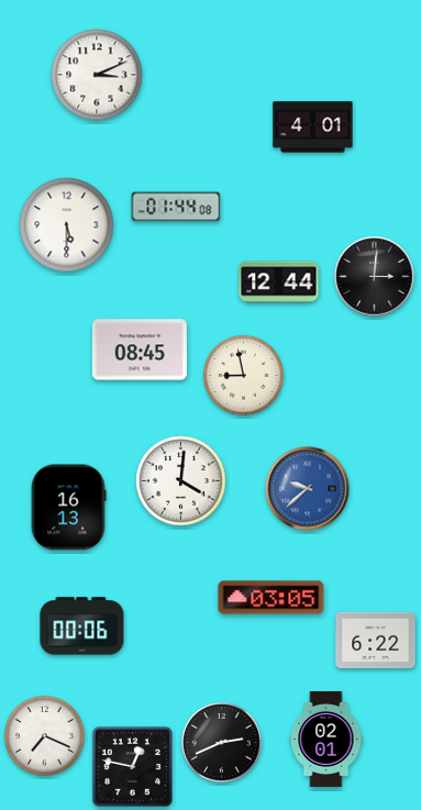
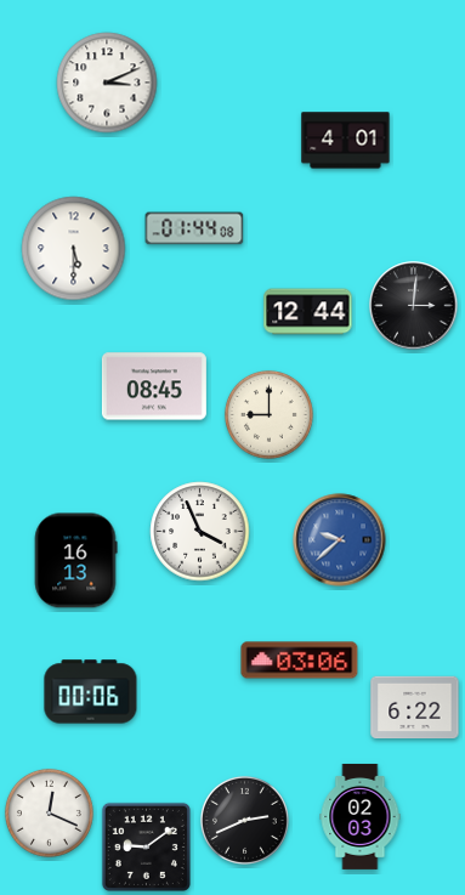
clock at (243, 375): 8:58 -> 9:00
clock at (181, 481): 4:01 -> 3:56
clock at (272, 598): 03:05 -> 03:06
clock at (44, 735): 7:19 -> 12:19
clock at (326, 739): 02:01 -> 02:03
clock at (132, 766): 12:47 -> 9:09
